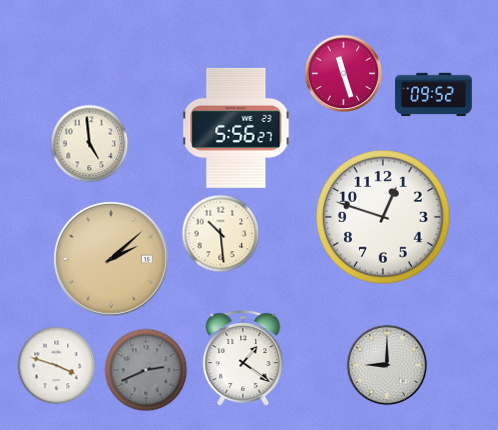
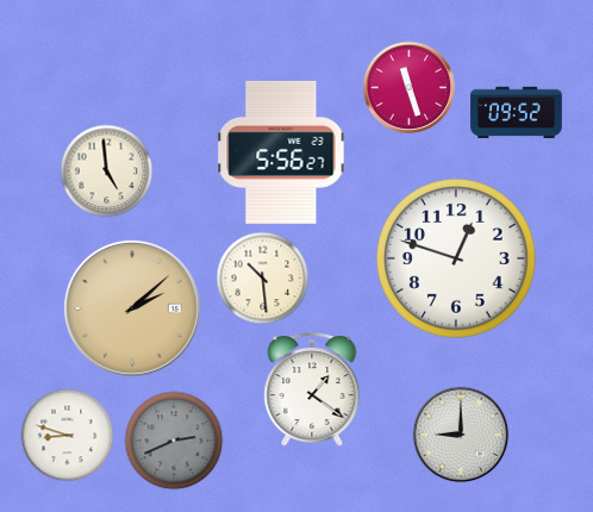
clock at (243, 358) position: (243, 358) -> (312, 389)
clock at (56, 365): 3:48 -> 8:48
